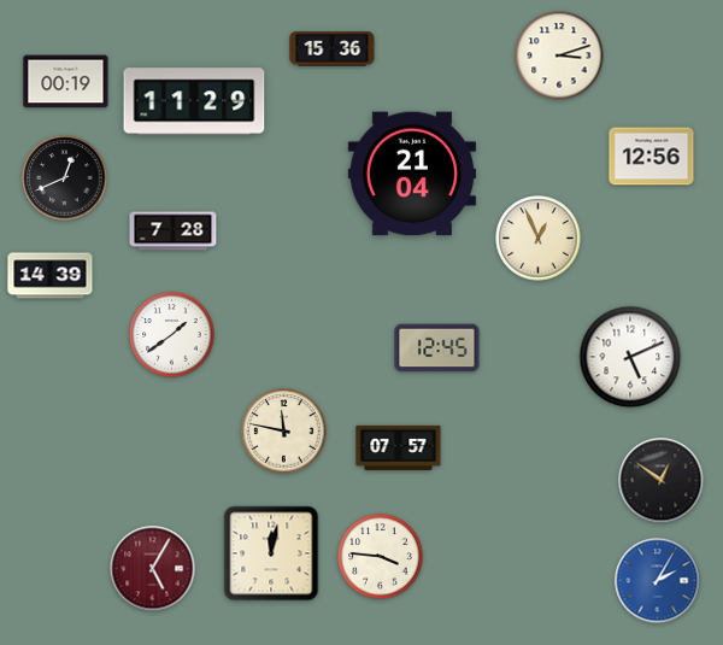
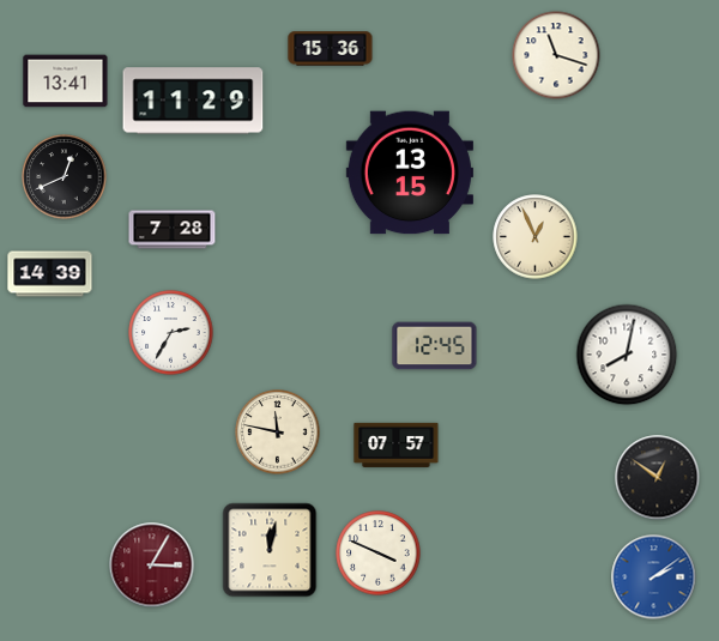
clock at (559, 55): 3:12 -> 11:18
clock at (66, 82): 00:19 -> 13:41
clock at (652, 157): 12:56 -> none
clock at (412, 174): 21:04 -> 13:15
clock at (172, 335): 1:39 -> 2:35
clock at (630, 357): 5:11 -> 8:02
clock at (284, 432) position: (284, 432) -> (278, 433)
clock at (381, 557): 3:46 -> 3:49
clock at (153, 569): 5:05 -> 3:05
clock at (658, 581): 2:05 -> 2:09
